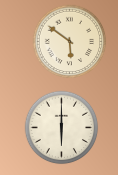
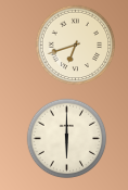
clock at (70, 42): 5:51 -> 6:42
